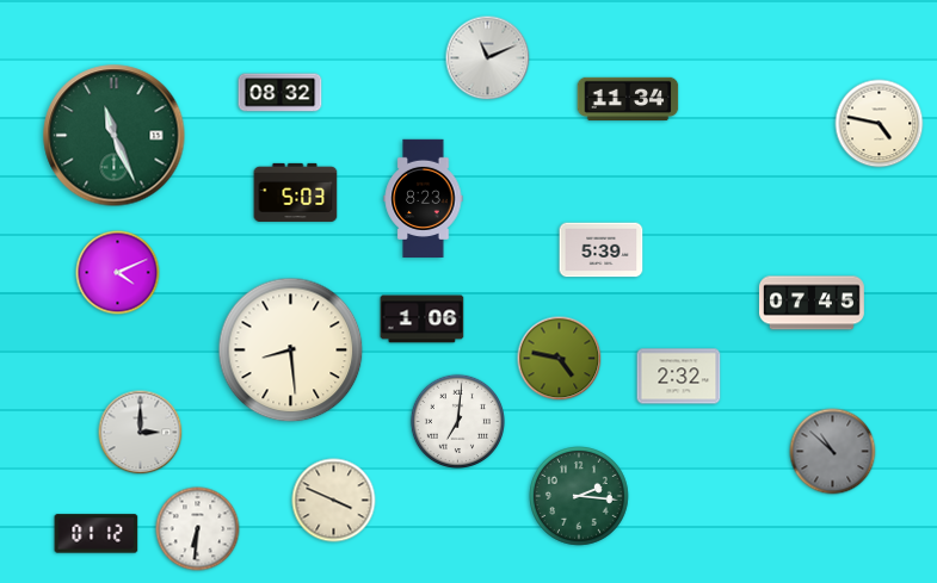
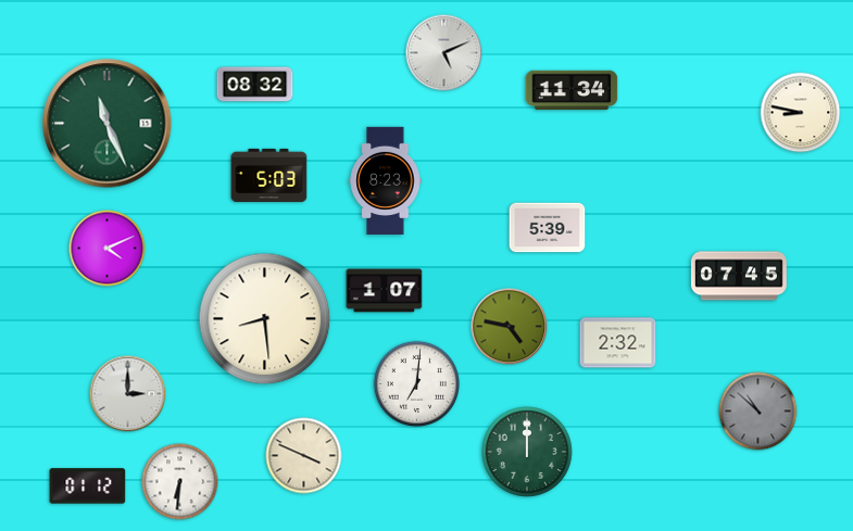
clock at (488, 58): 11:11 -> 5:11
clock at (880, 124): 4:47 -> 8:47
clock at (115, 136) position: (115, 136) -> (108, 124)
clock at (423, 320): 1:06 -> 1:07
clock at (580, 497): 2:16 -> 12:00
